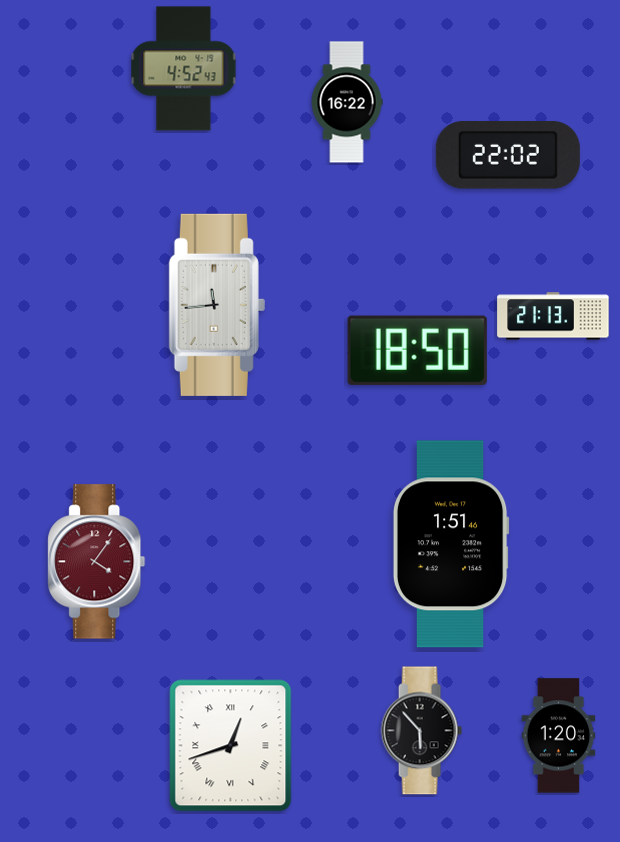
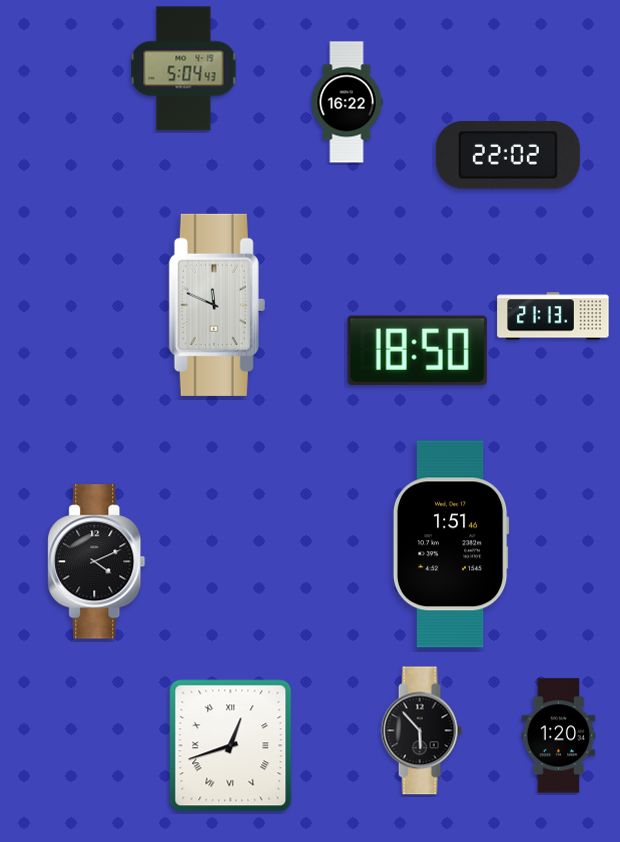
clock at (184, 69): 4:52 -> 5:04
clock at (217, 305): 11:44 -> 11:49
clock at (97, 562): 4:06 -> 4:11
clock at (97, 562) dial: burgundy -> black
